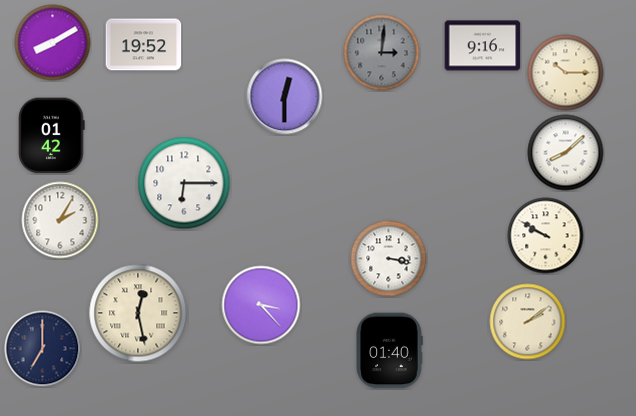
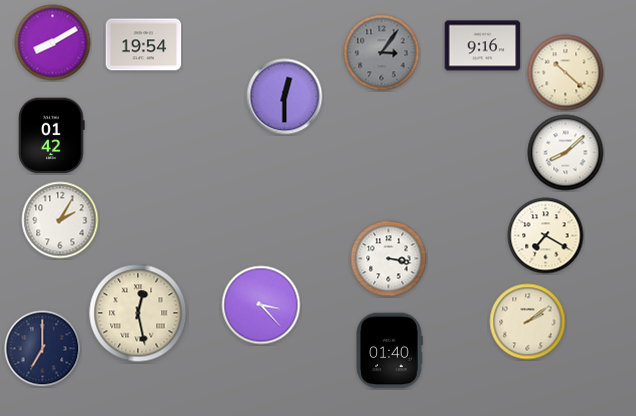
clock at (144, 45): 19:52 -> 19:54
clock at (382, 53): 3:01 -> 3:06
clock at (566, 73): 10:15 -> 10:22
clock at (184, 183): 6:15 -> none
clock at (546, 236): 9:50 -> 7:20
